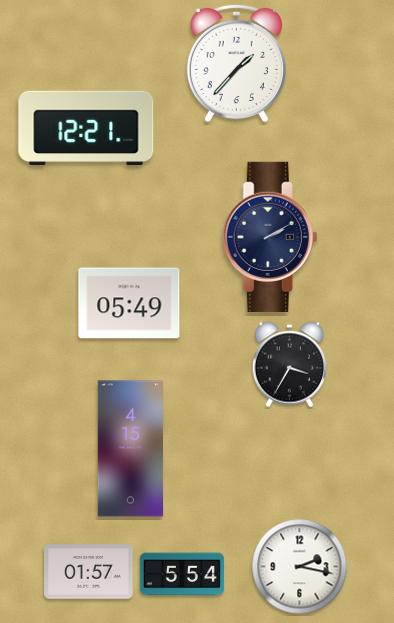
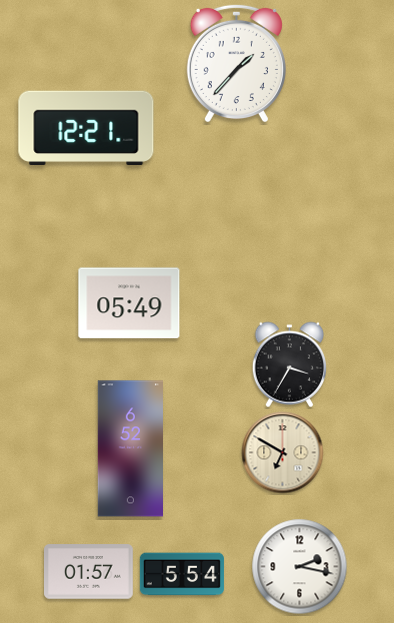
clock at (270, 237): 2:10 -> none
clock at (130, 449): 4:15 -> 6:52
clock at (283, 453): none -> 6:50
